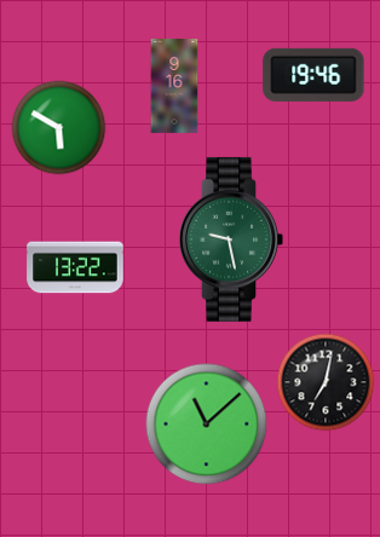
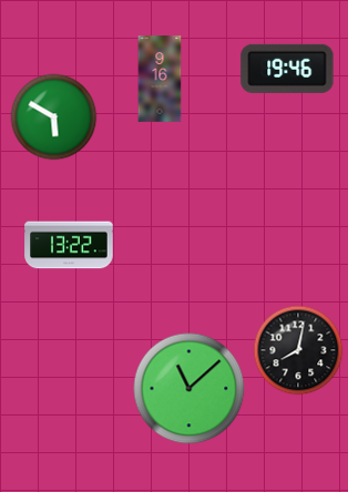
clock at (231, 239): 9:28 -> none
clock at (326, 382): 7:02 -> 8:02
